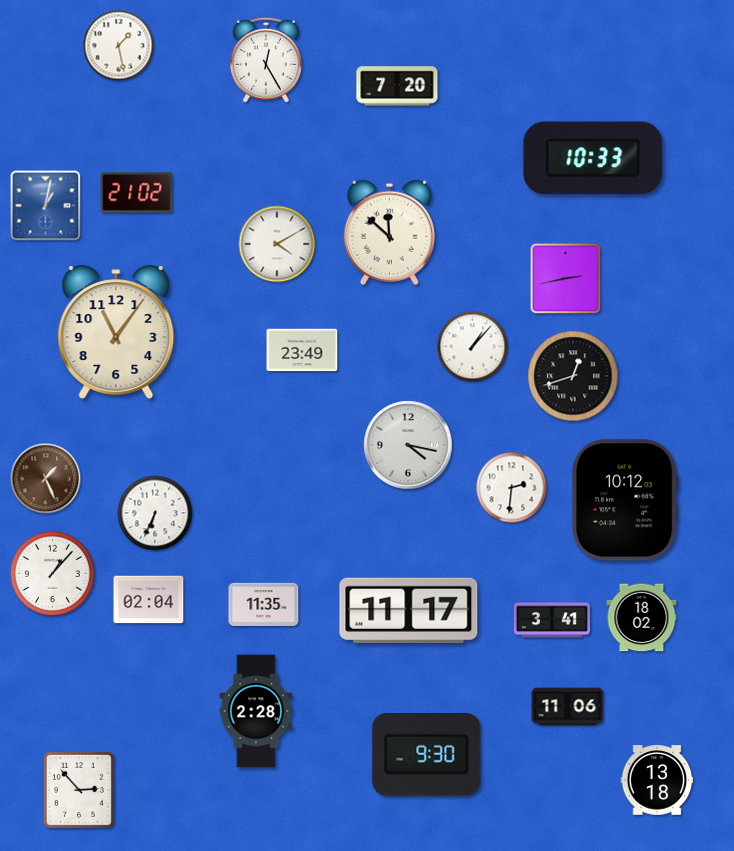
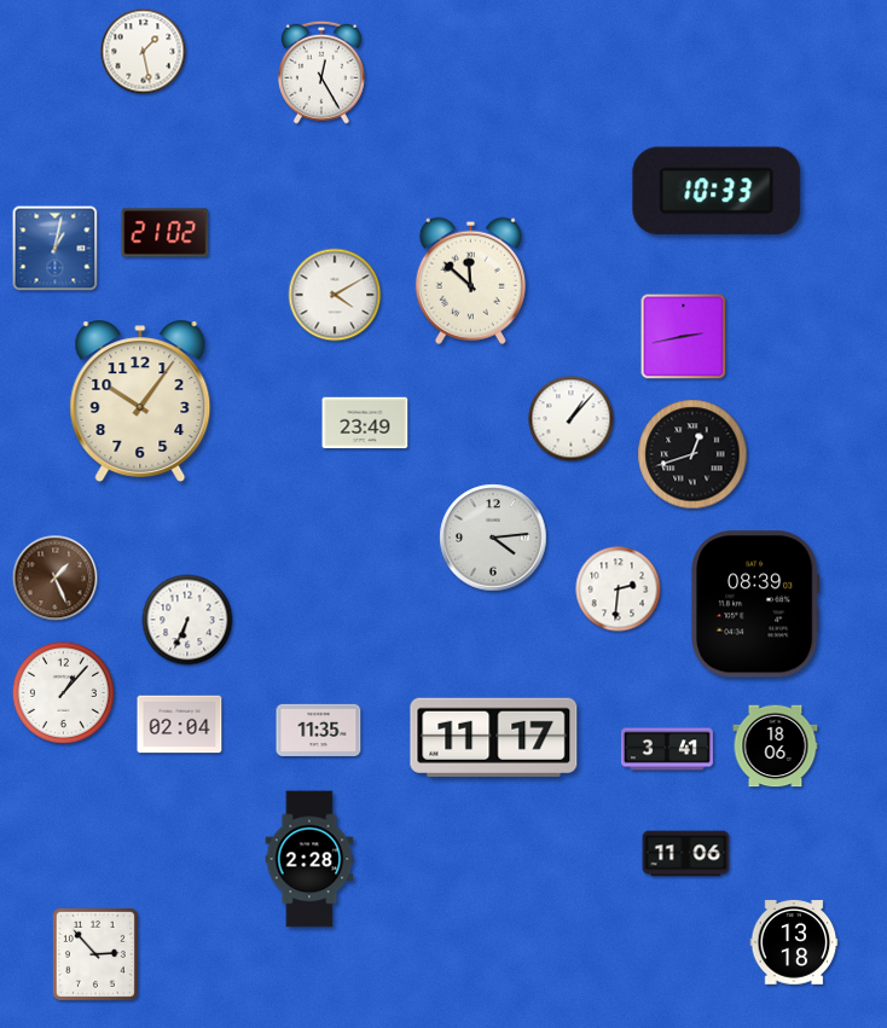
clock at (119, 46) position: (119, 46) -> (144, 52)
clock at (397, 86): 7:20 -> none
clock at (116, 332): 11:06 -> 10:06
clock at (408, 445): 4:17 -> 4:14
clock at (626, 500): 10:12 -> 08:39
clock at (642, 618): 18:02 -> 18:06
clock at (427, 755): 9:30 -> none
